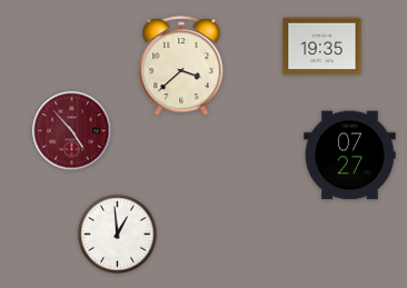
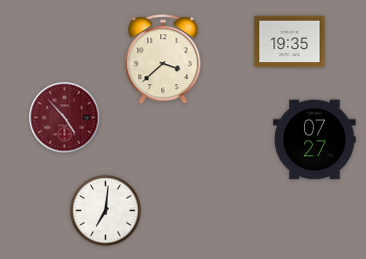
clock at (118, 235): 12:59 -> 7:01
